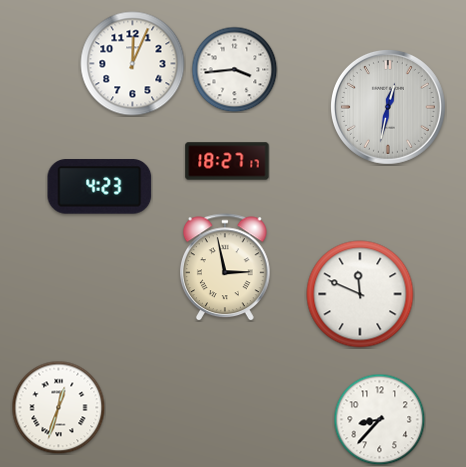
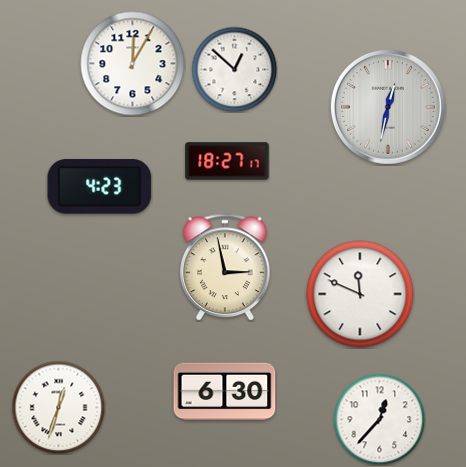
clock at (133, 64): 12:04 -> 12:05
clock at (234, 69): 3:44 -> 12:52
clock at (225, 392): none -> 6:30
clock at (379, 419): 8:37 -> 12:37
